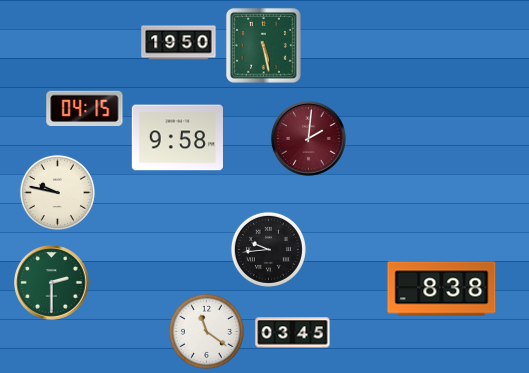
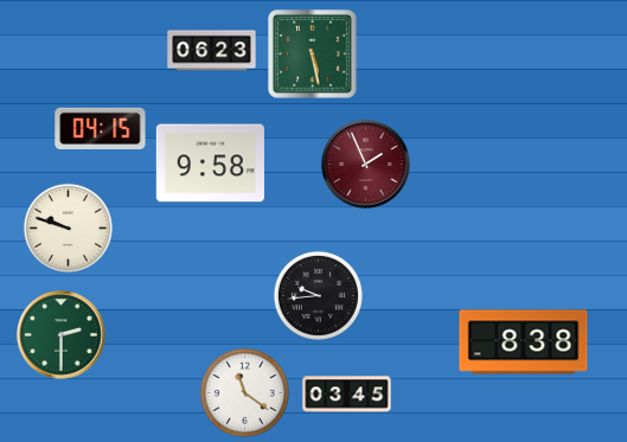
clock at (179, 43): 19:50 -> 06:23
clock at (309, 139): 2:01 -> 1:56
clock at (57, 192): 9:47 -> 9:48
